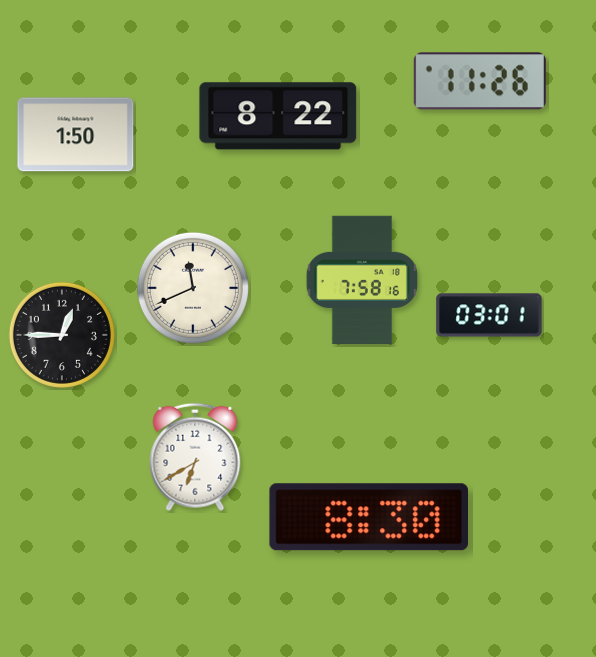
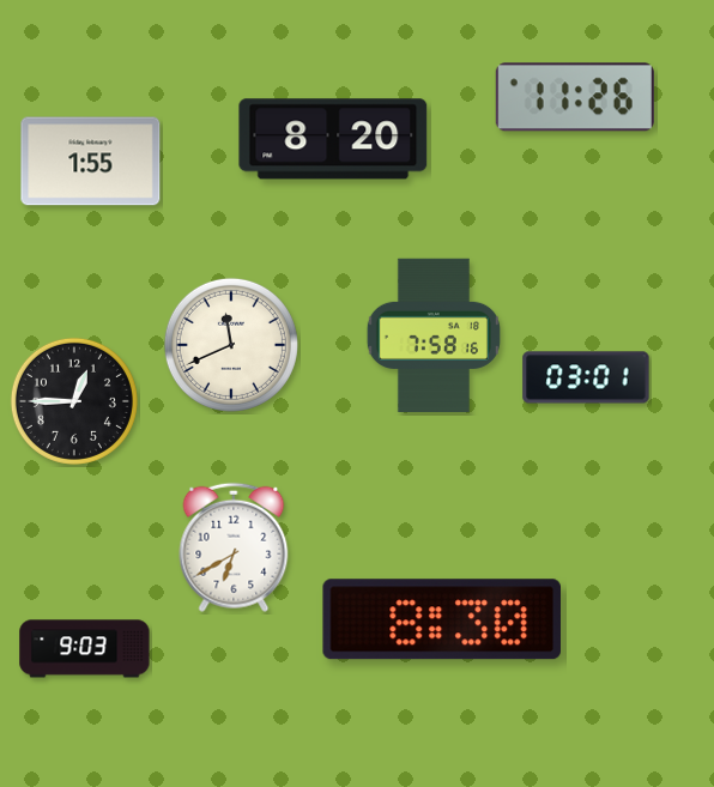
clock at (278, 116): 8:22 -> 8:20
clock at (76, 135): 1:50 -> 1:55
clock at (85, 649): none -> 9:03
